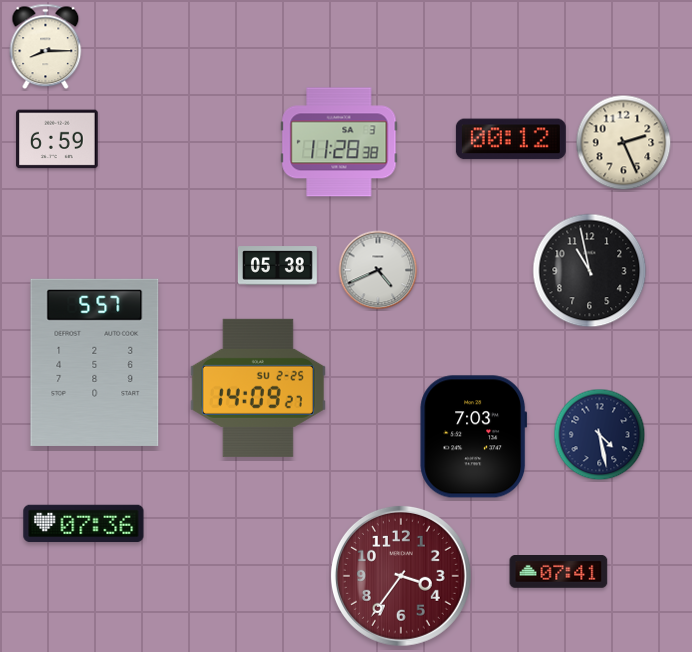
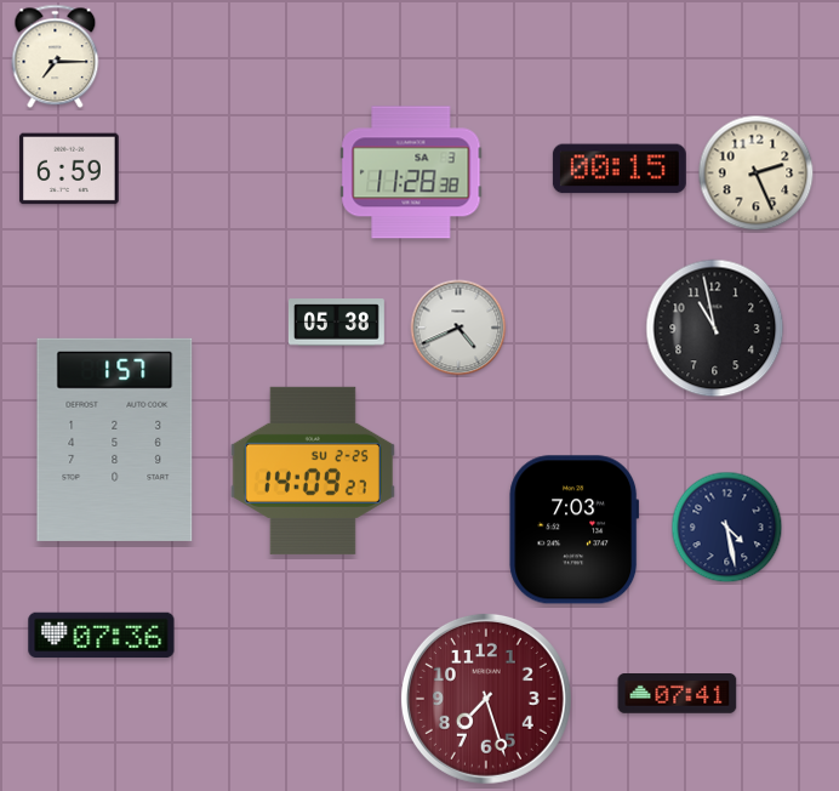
clock at (46, 47): 8:15 -> 7:15
clock at (511, 139): 00:12 -> 00:15
clock at (95, 362): 5:57 -> 1:57
clock at (401, 576): 3:36 -> 7:27
